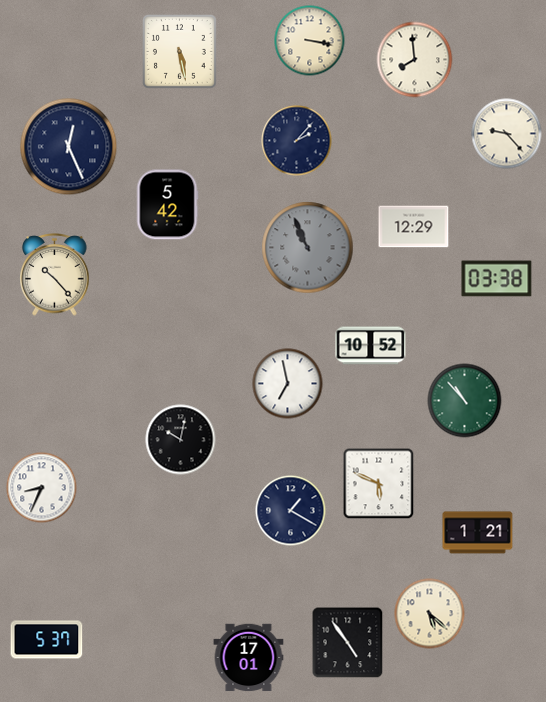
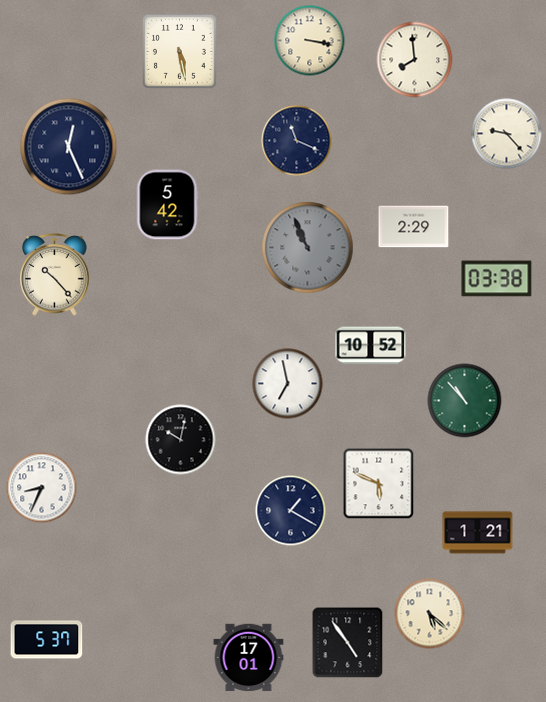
clock at (297, 141): 2:07 -> 11:19
clock at (414, 227): 12:29 -> 2:29
